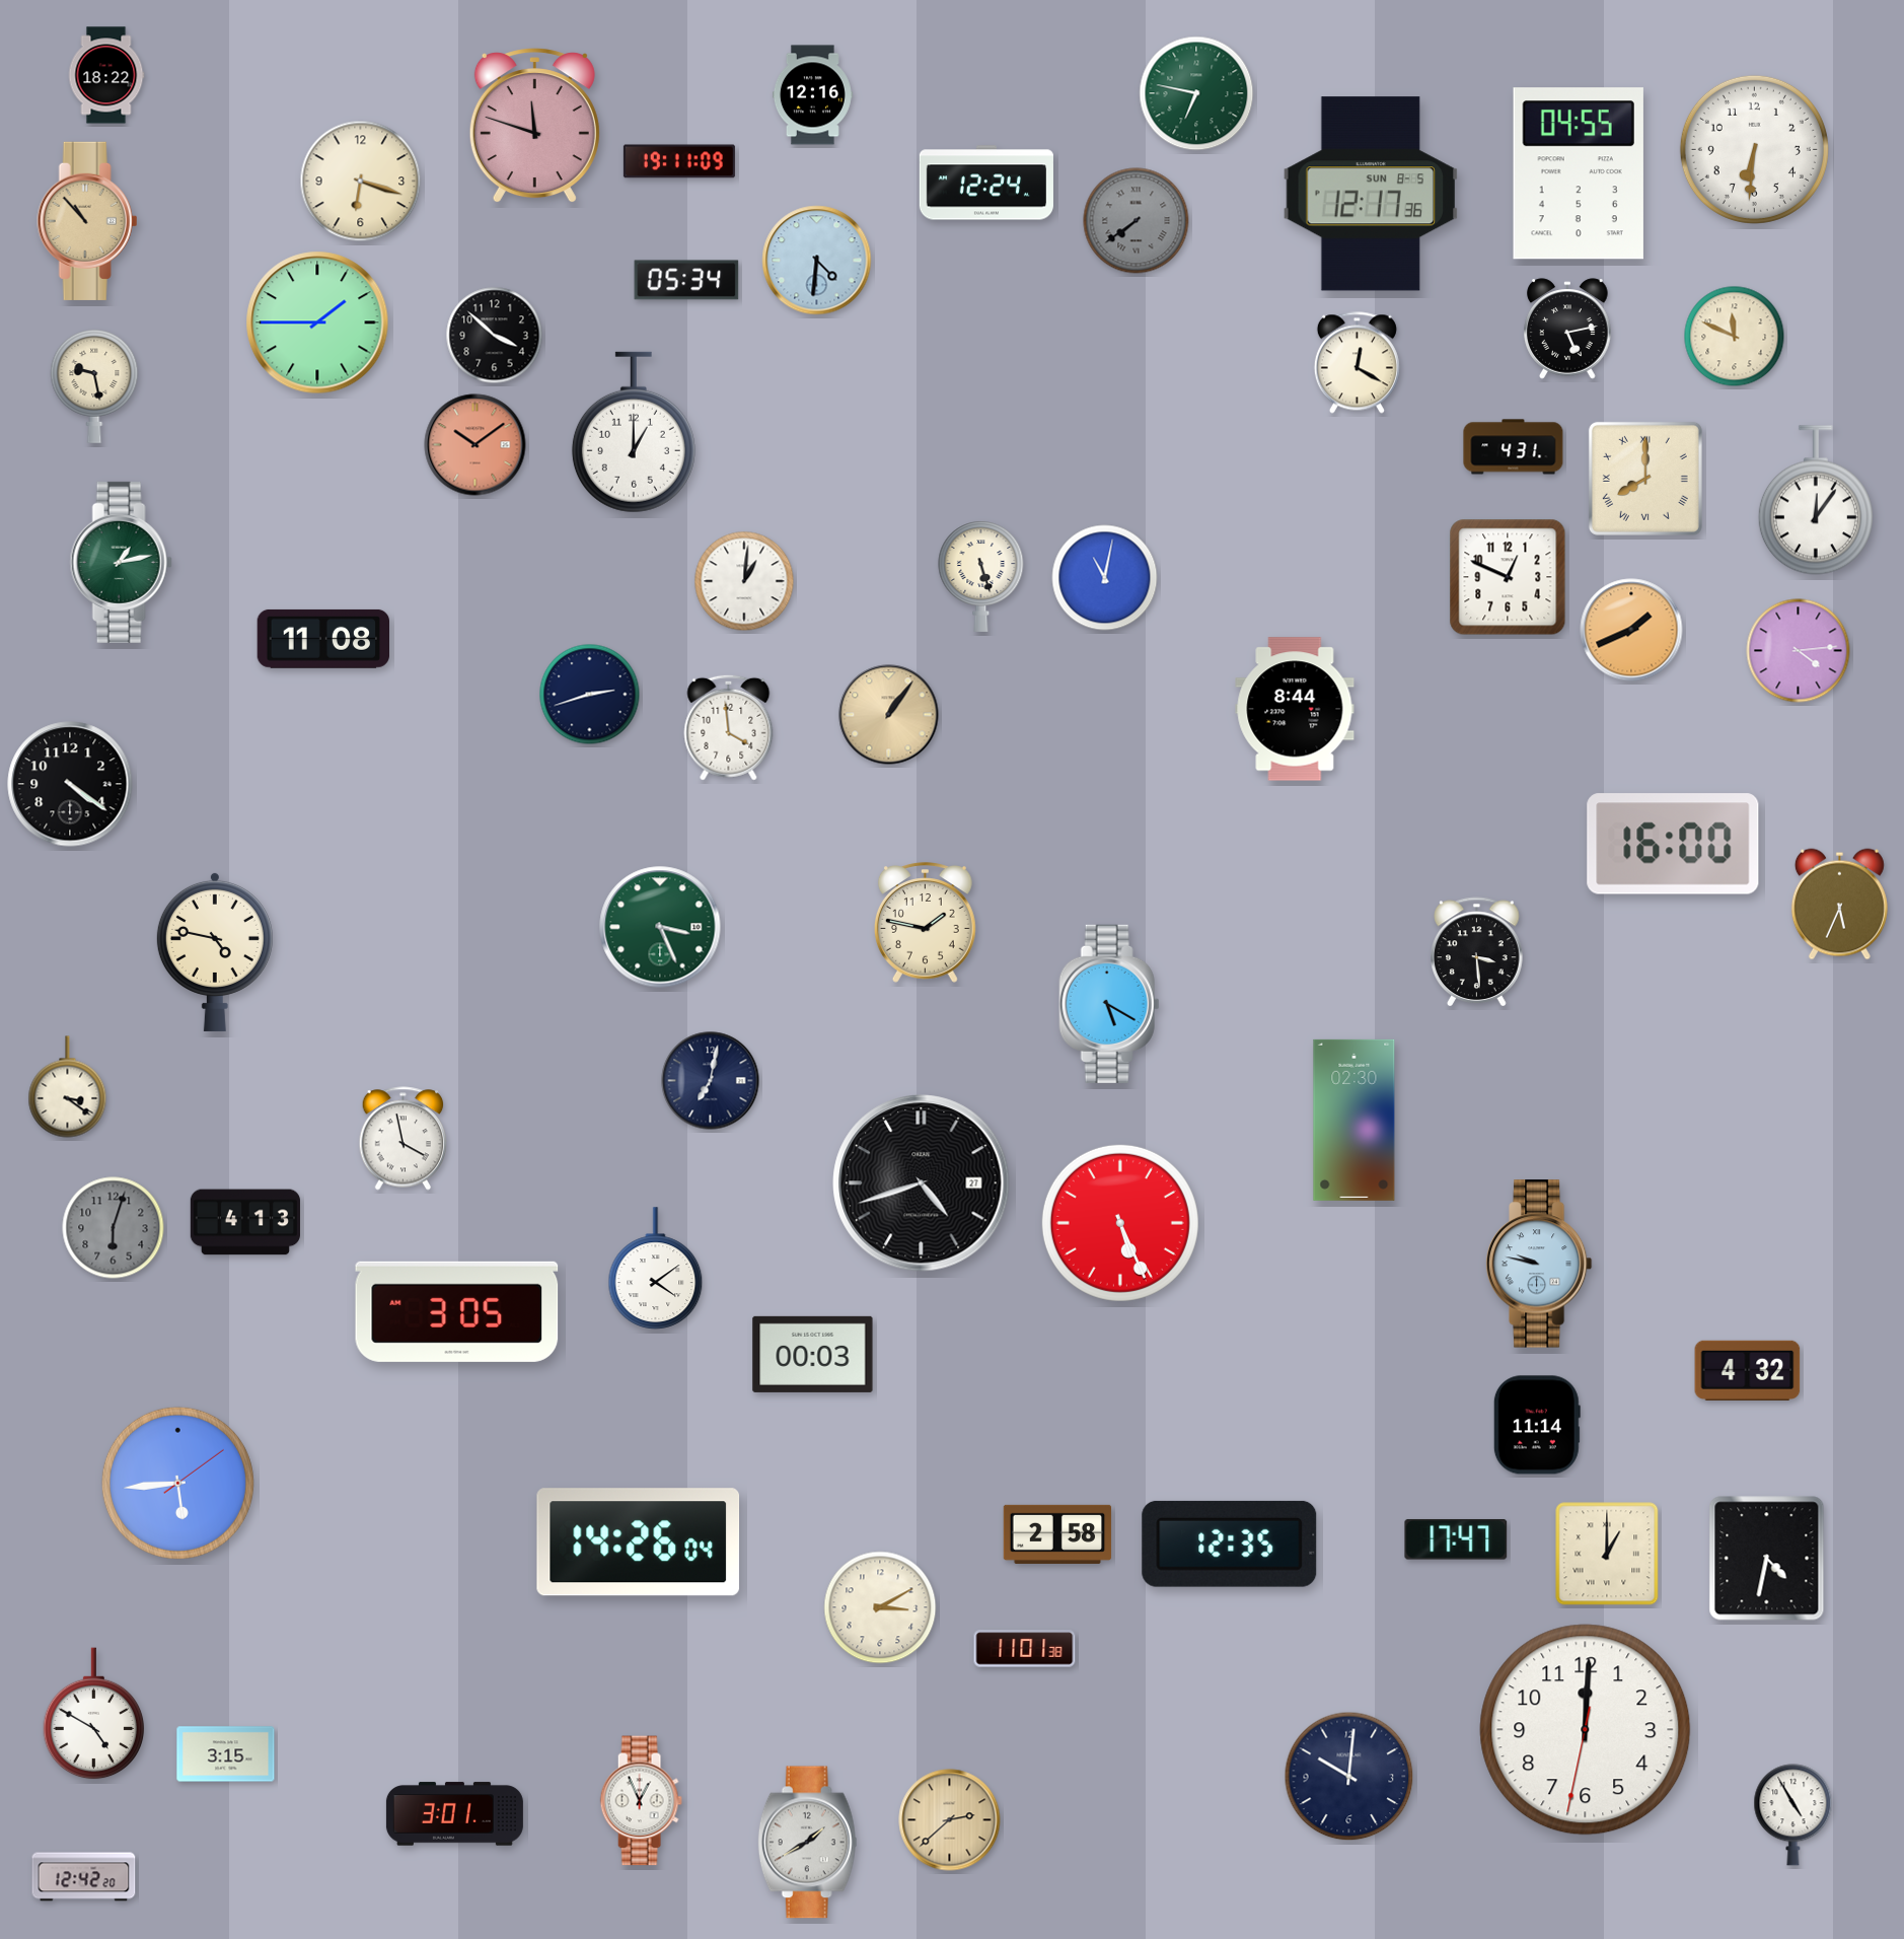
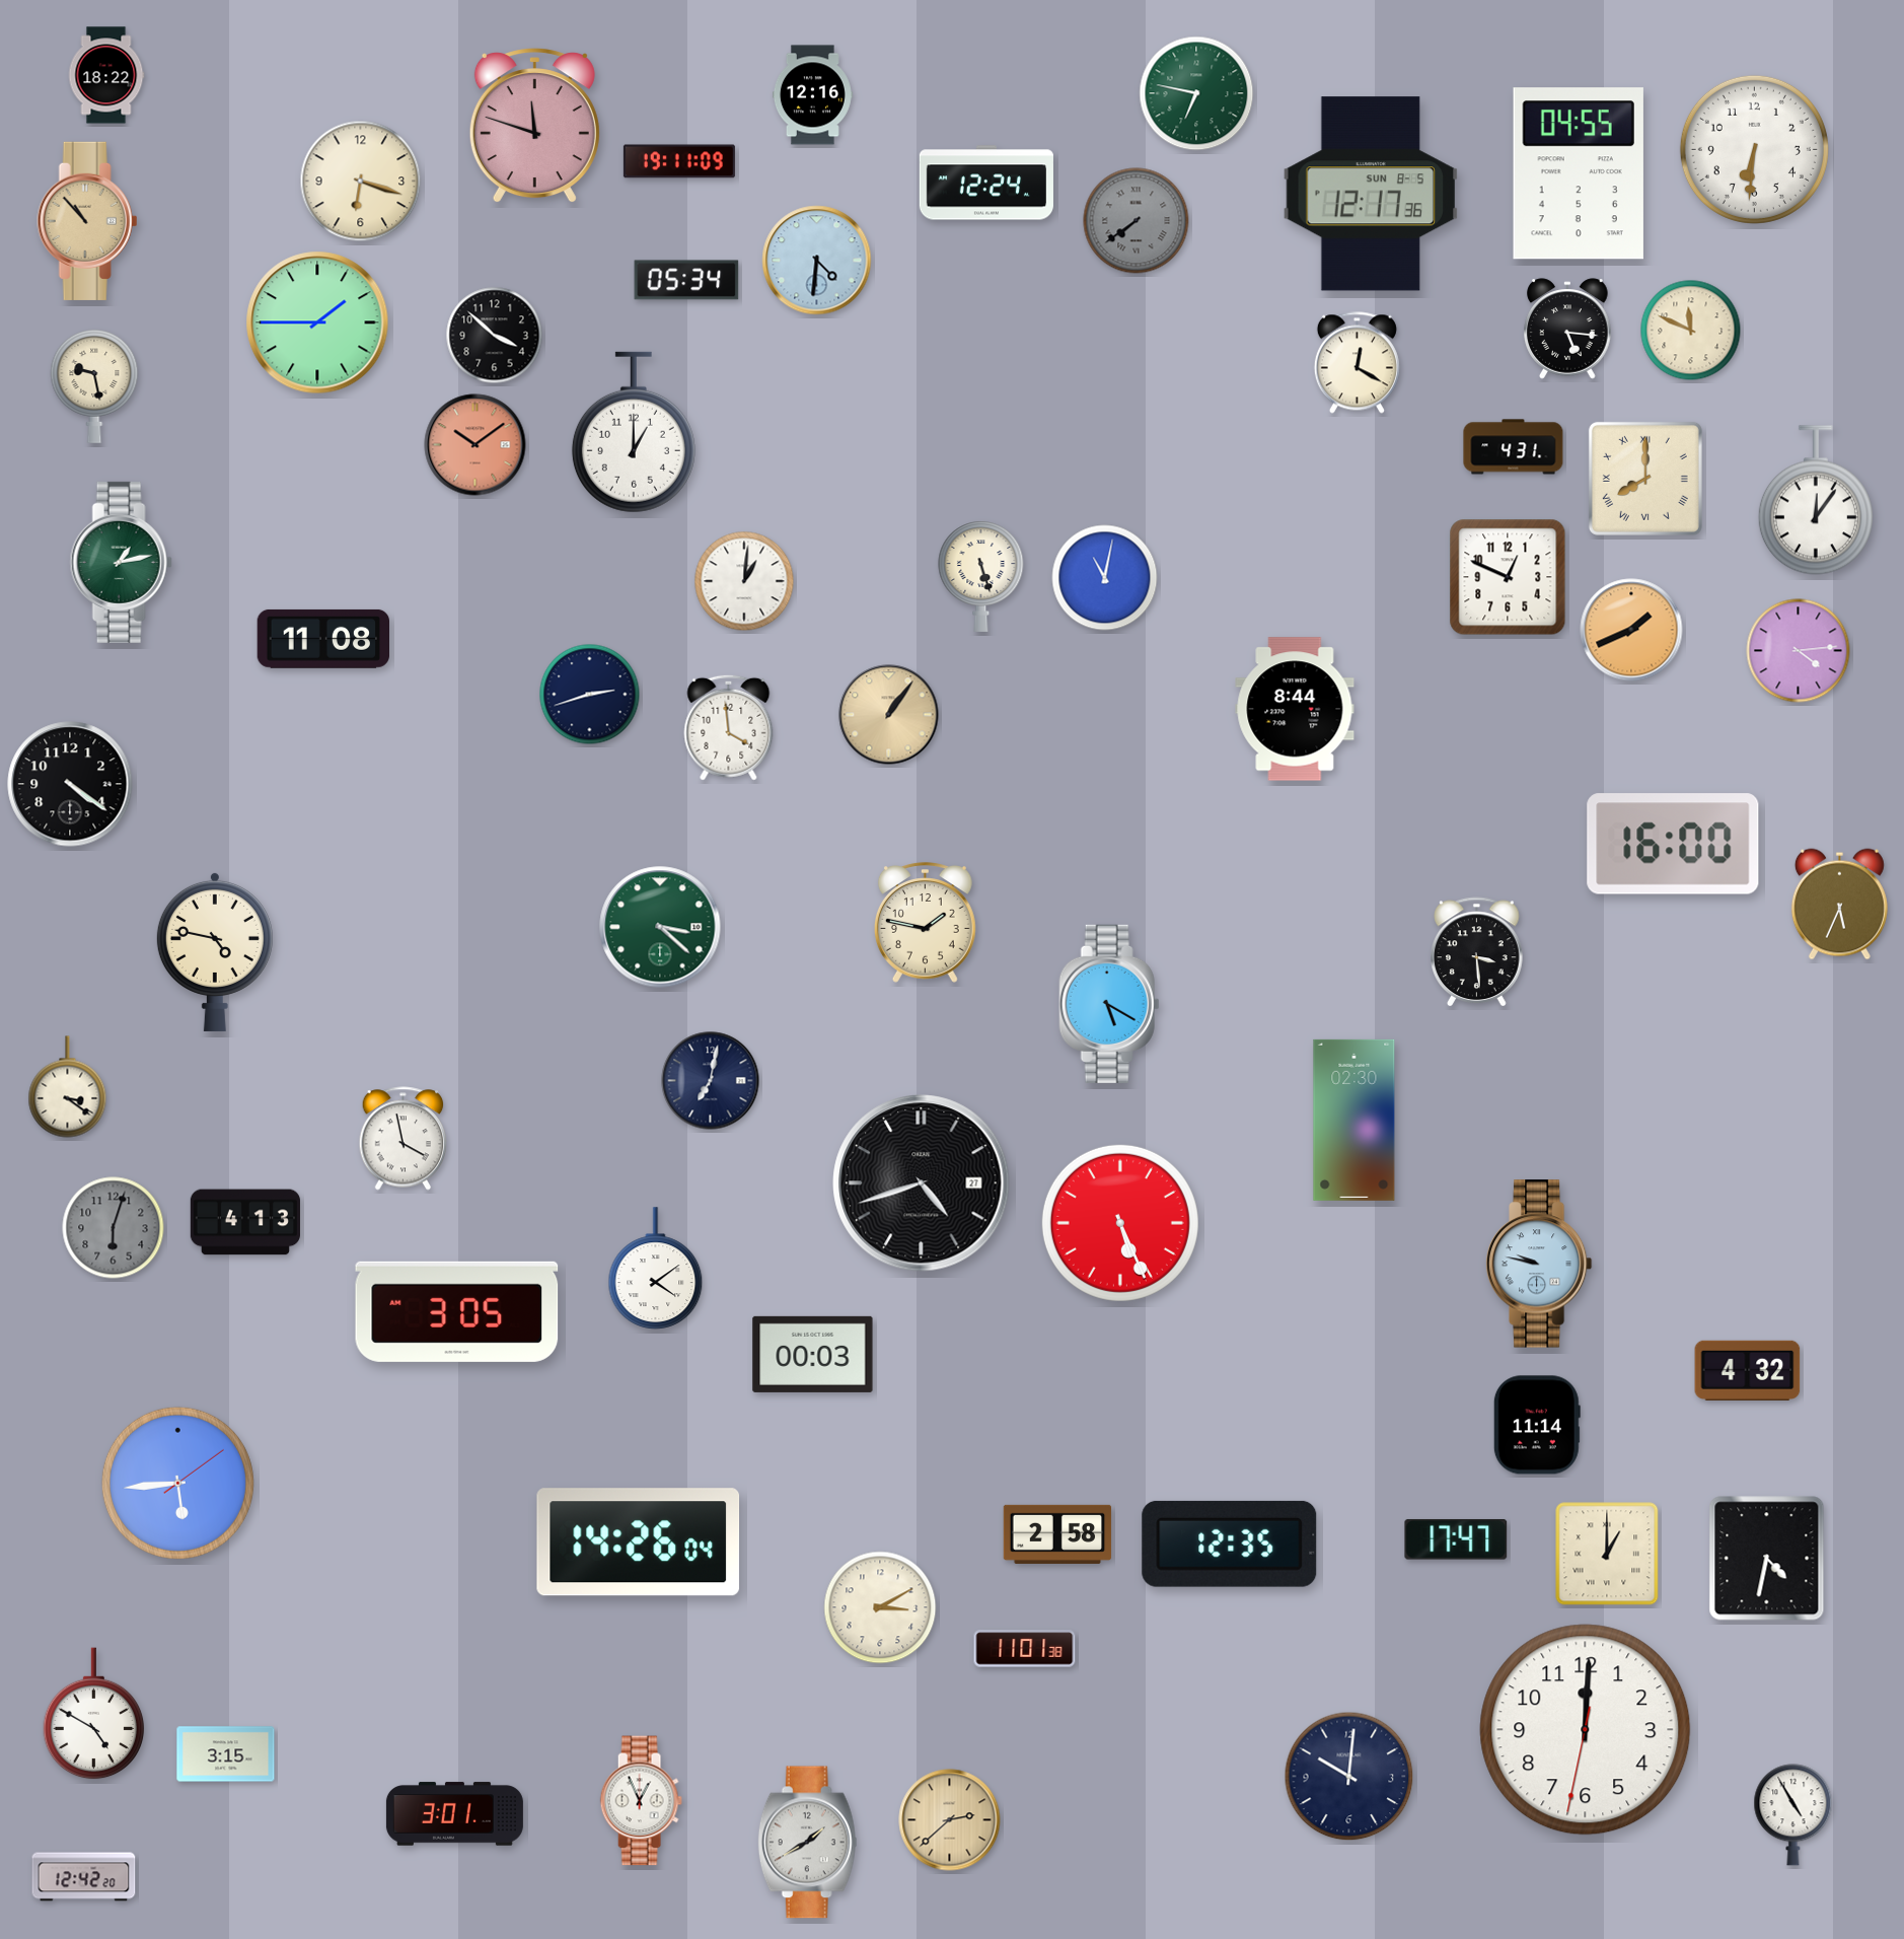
clock at (1567, 329): 5:13 -> 5:16
clock at (1735, 337) position: (1735, 337) -> (1691, 331)
clock at (660, 927): 3:26 -> 3:22
